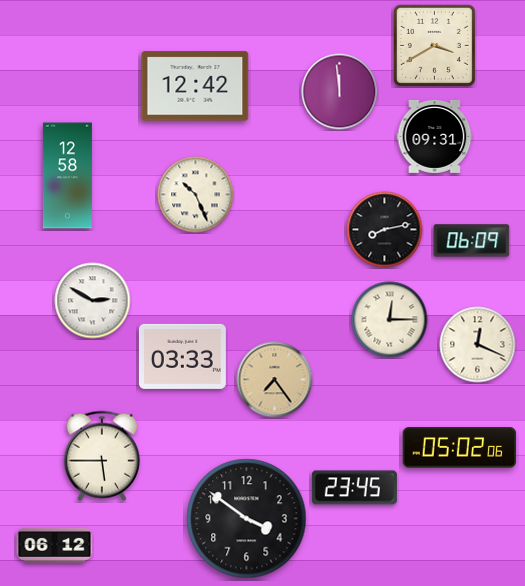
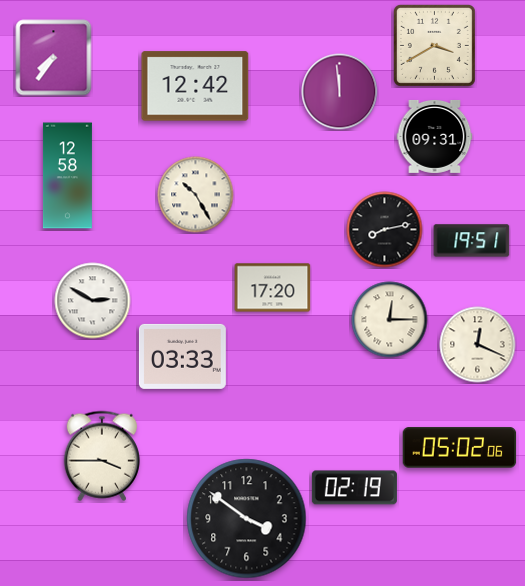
clock at (54, 58): none -> 7:36
clock at (196, 195): 10:26 -> 10:25
clock at (472, 241): 06:09 -> 19:51
clock at (273, 288): none -> 17:20
clock at (275, 380): 7:24 -> none
clock at (102, 456): 5:45 -> 3:45
clock at (354, 488): 23:45 -> 02:19
clock at (55, 545): 06:12 -> none
